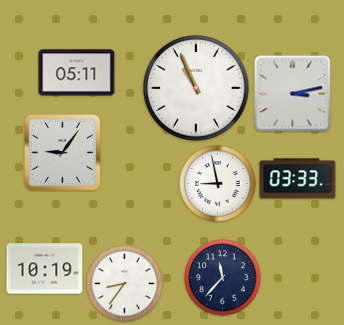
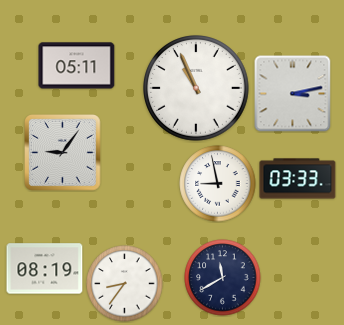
clock at (77, 73) position: (77, 73) -> (77, 66)
clock at (45, 269): 10:19 -> 08:19
clock at (223, 278): 11:37 -> 11:40
